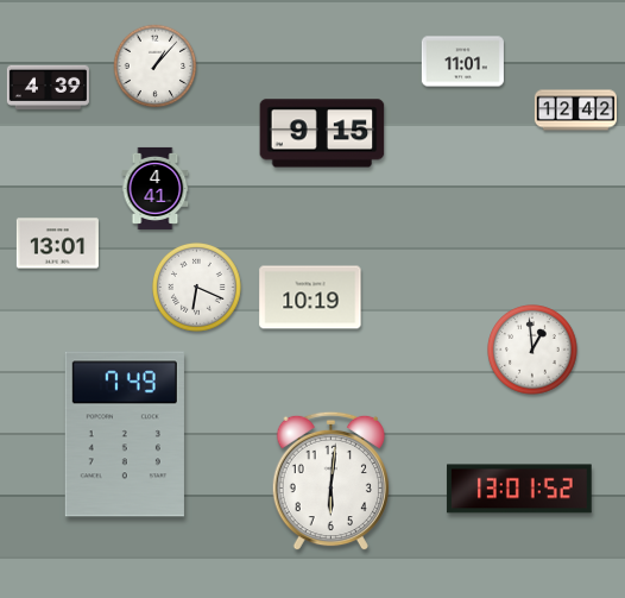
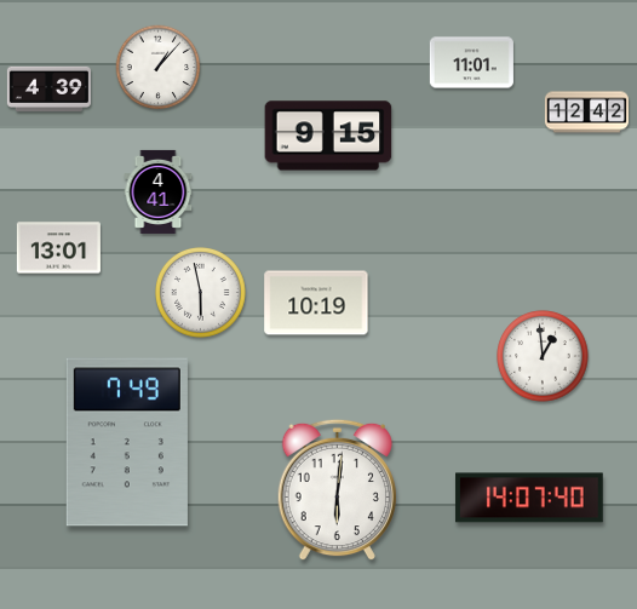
clock at (197, 288): 6:19 -> 5:58
clock at (519, 489): 13:01 -> 14:07
